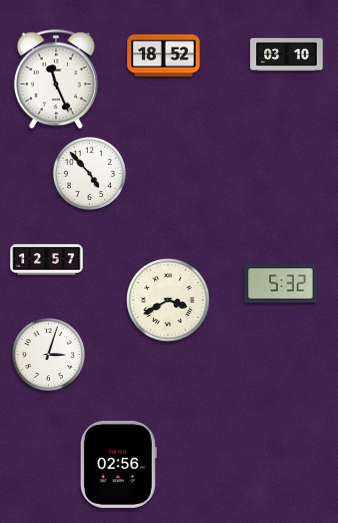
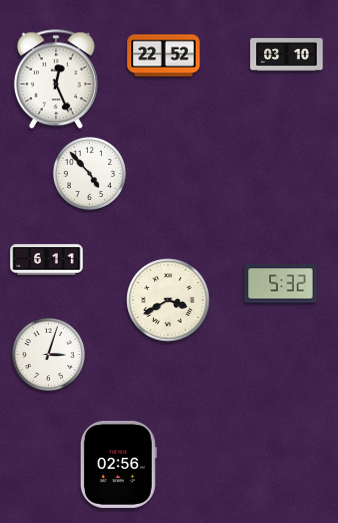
clock at (164, 56): 18:52 -> 22:52
clock at (56, 79): 11:26 -> 12:26
clock at (47, 260): 12:57 -> 6:11
